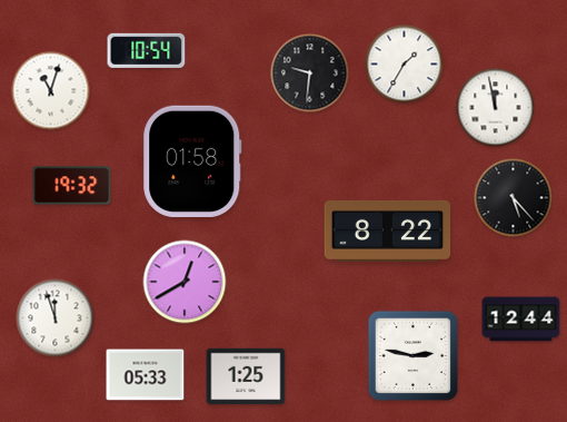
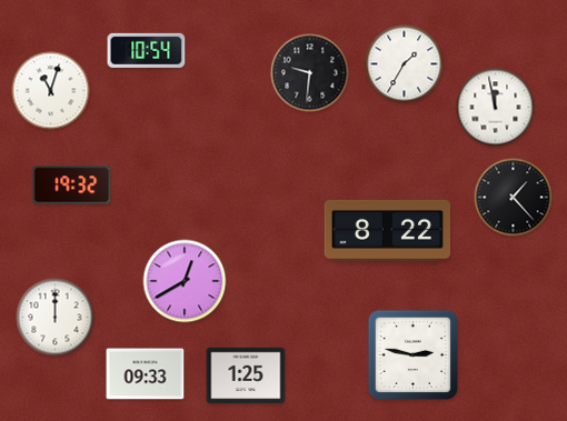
clock at (192, 160): 01:58 -> none
clock at (514, 198): 5:23 -> 1:23
clock at (56, 318): 11:57 -> 12:00
clock at (521, 320): 12:44 -> none
clock at (146, 375): 05:33 -> 09:33
